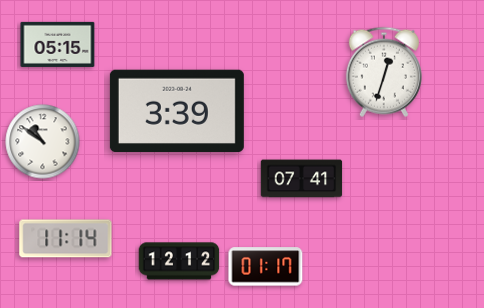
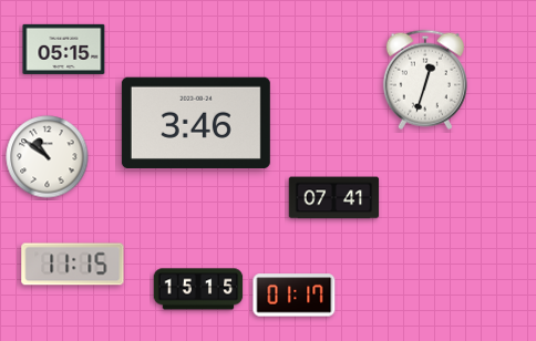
clock at (177, 111): 3:39 -> 3:46
clock at (66, 239): 11:14 -> 11:15
clock at (179, 261): 12:12 -> 15:15
